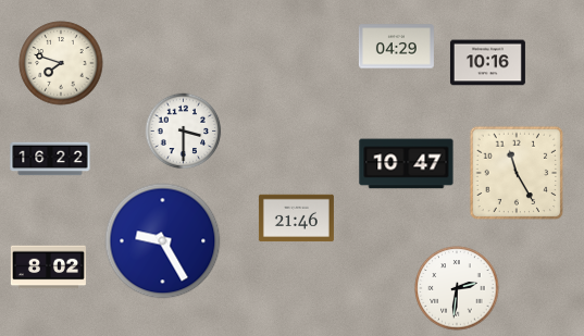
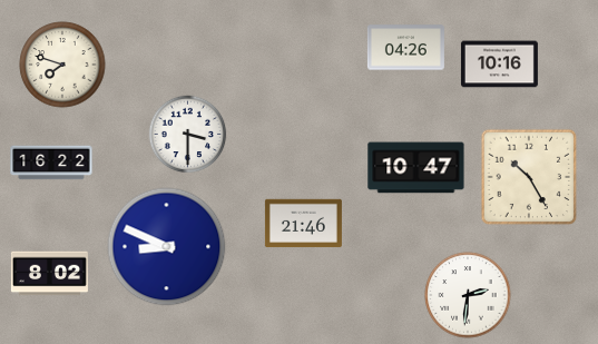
clock at (396, 47): 04:29 -> 04:26
clock at (517, 173): 11:25 -> 10:25
clock at (163, 241): 9:25 -> 8:49
